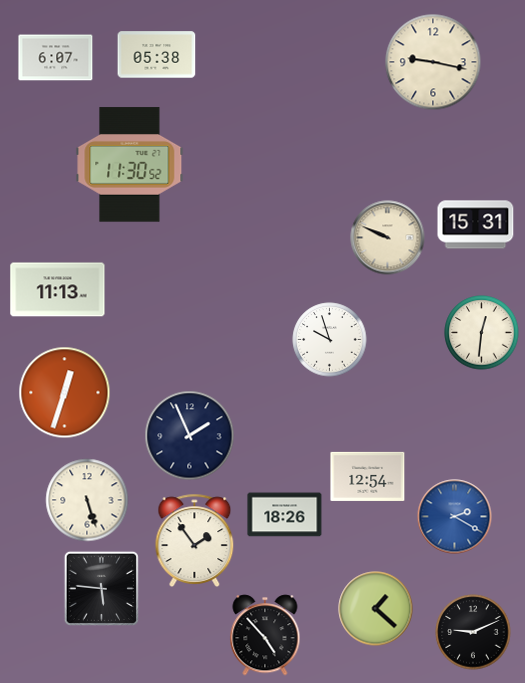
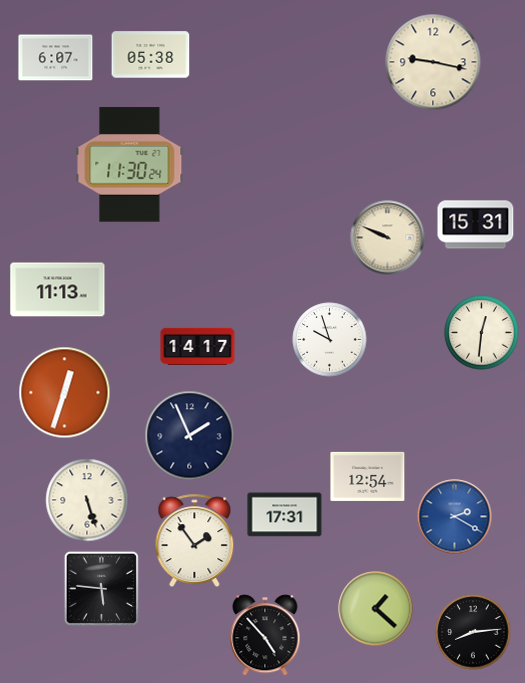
clock at (157, 55) position: (157, 55) -> (151, 55)
clock at (130, 165): 11:30:52 -> 11:30:24
clock at (198, 346): none -> 14:17
clock at (285, 515): 18:26 -> 17:31
clock at (473, 632): 9:11 -> 8:14
